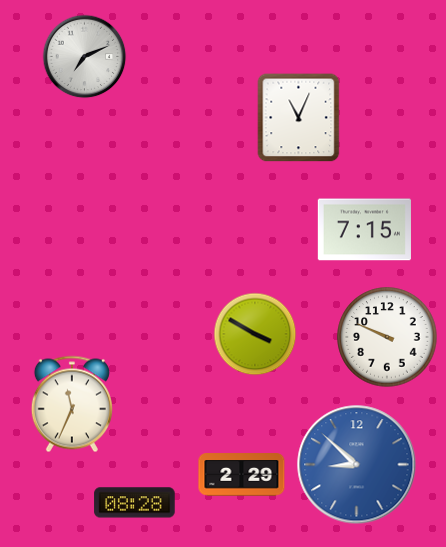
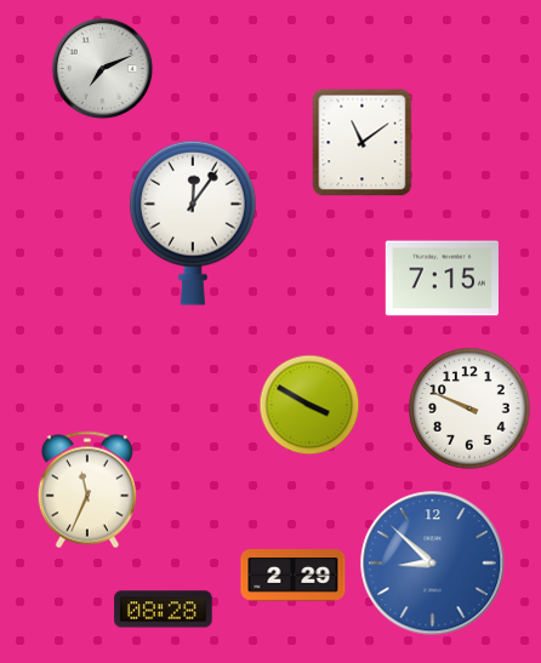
clock at (299, 118): 11:04 -> 11:09
clock at (193, 223): none -> 12:06
